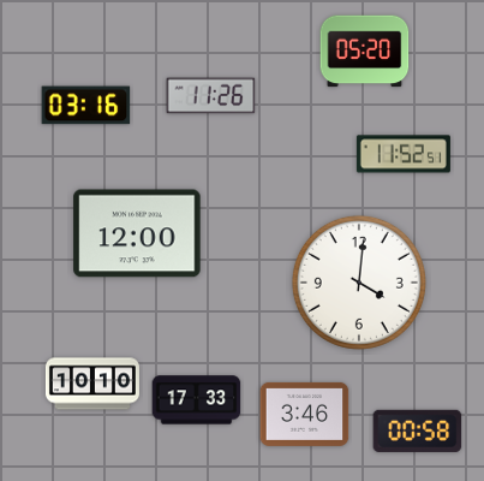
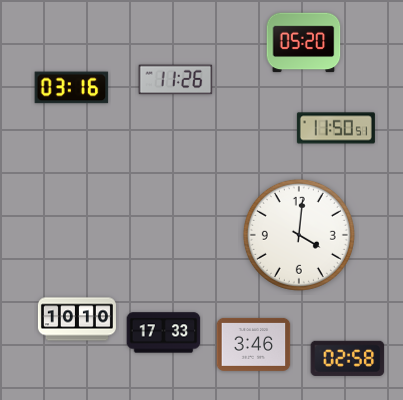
clock at (404, 154): 11:52 -> 11:50
clock at (137, 233): 12:00 -> none
clock at (418, 430): 00:58 -> 02:58
